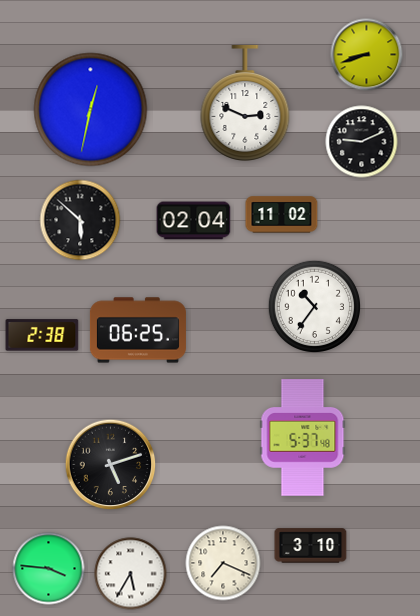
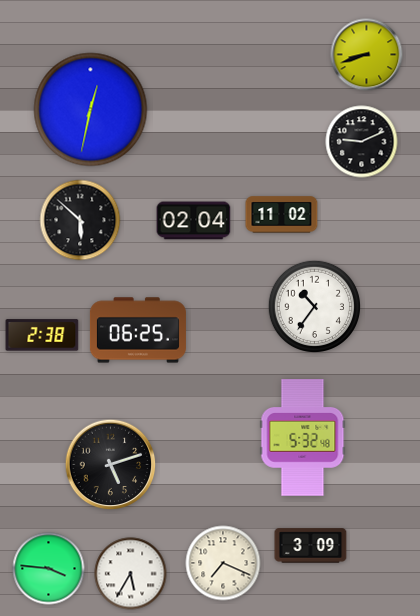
clock at (245, 104): 2:49 -> none
clock at (303, 438): 5:37 -> 5:32
clock at (311, 546): 3:10 -> 3:09
